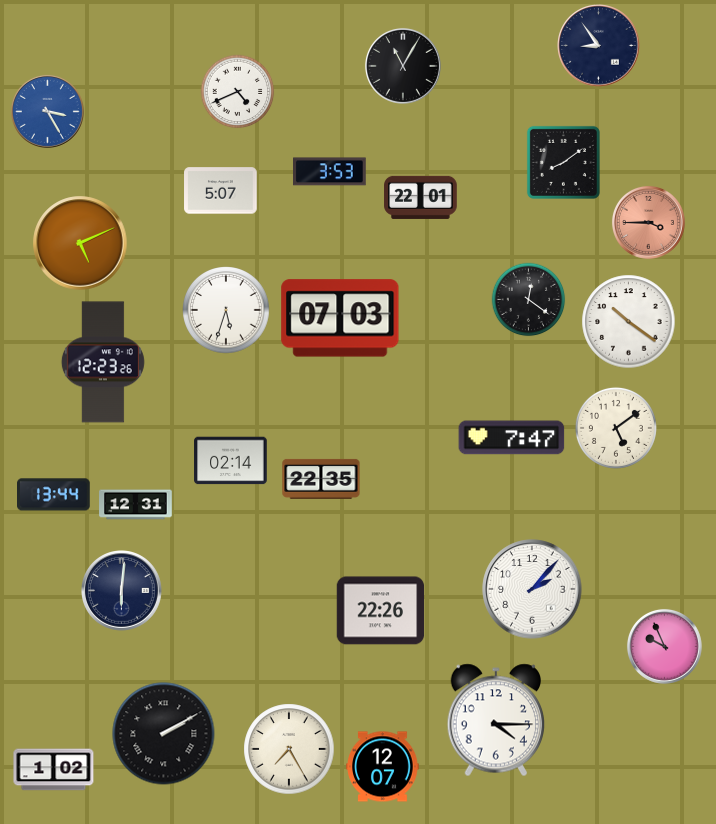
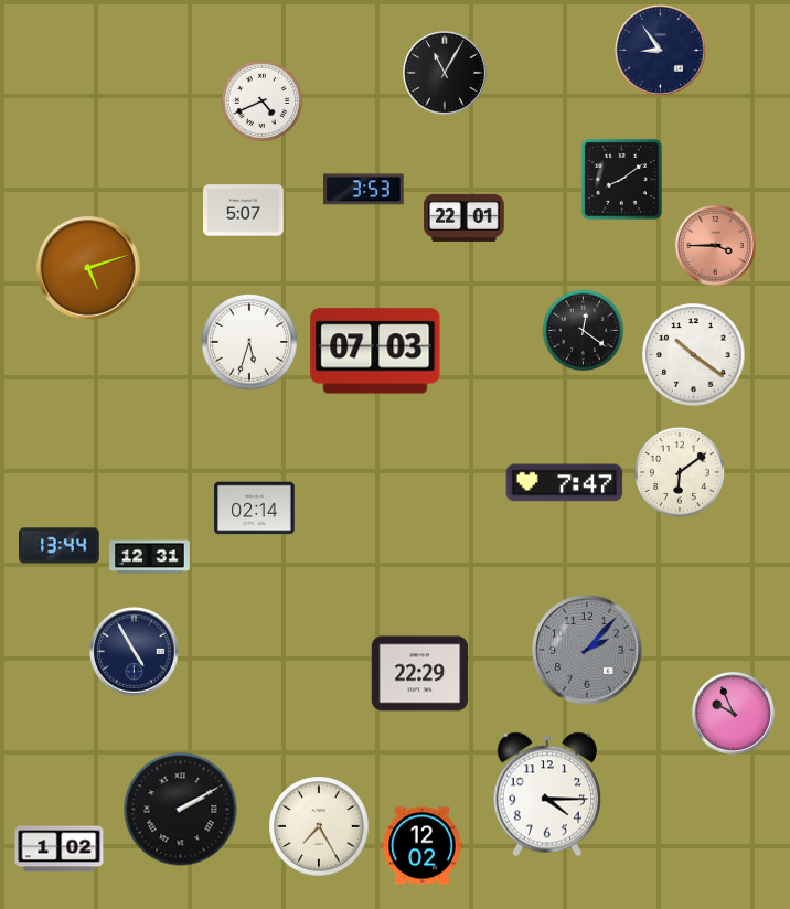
clock at (47, 111): 3:25 -> none
clock at (80, 243): 5:11 -> 5:12
clock at (103, 362): 12:23 -> none
clock at (616, 428): 5:09 -> 6:09
clock at (321, 479): 22:35 -> none
clock at (532, 589) dial: white -> grey
clock at (122, 591): 6:01 -> 4:55
clock at (381, 611): 22:26 -> 22:29
clock at (383, 767): 12:07 -> 12:02
